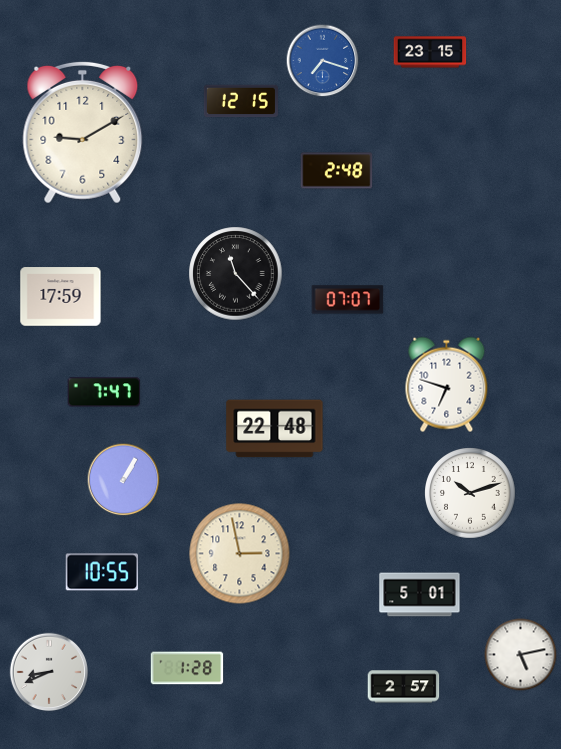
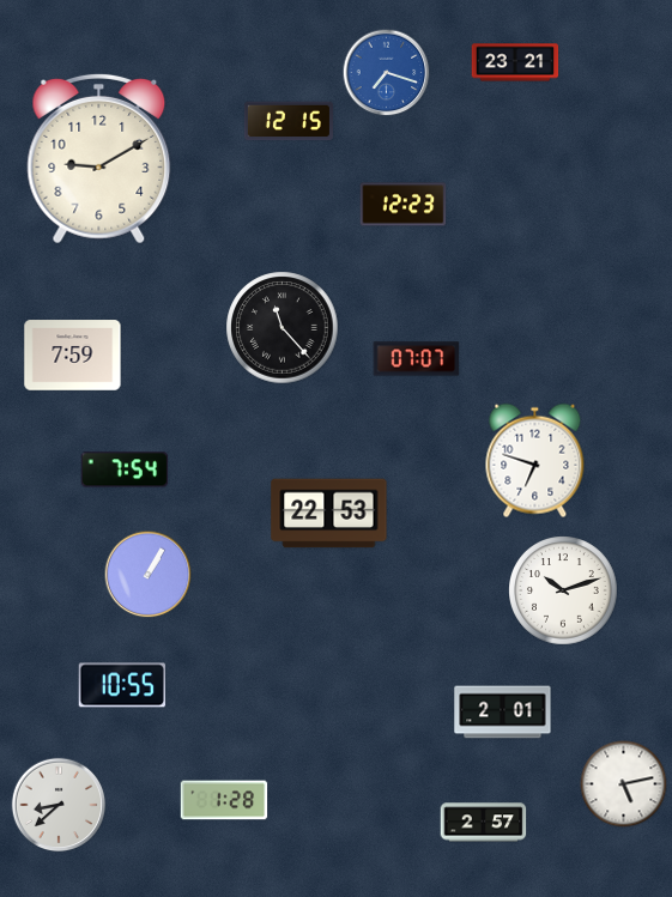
clock at (430, 52): 23:15 -> 23:21
clock at (337, 171): 2:48 -> 12:23
clock at (61, 297): 17:59 -> 7:59
clock at (104, 392): 7:47 -> 7:54
clock at (275, 429): 22:48 -> 22:53
clock at (240, 554): 2:58 -> none
clock at (420, 595): 5:01 -> 2:01
clock at (49, 672): 8:41 -> 8:38
